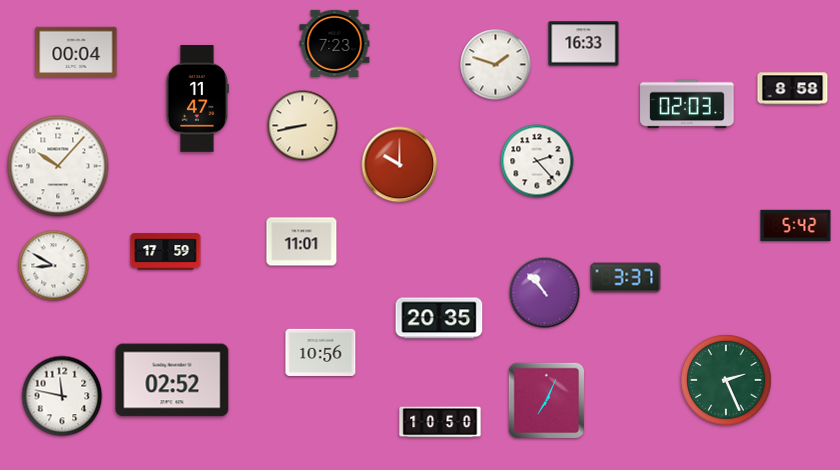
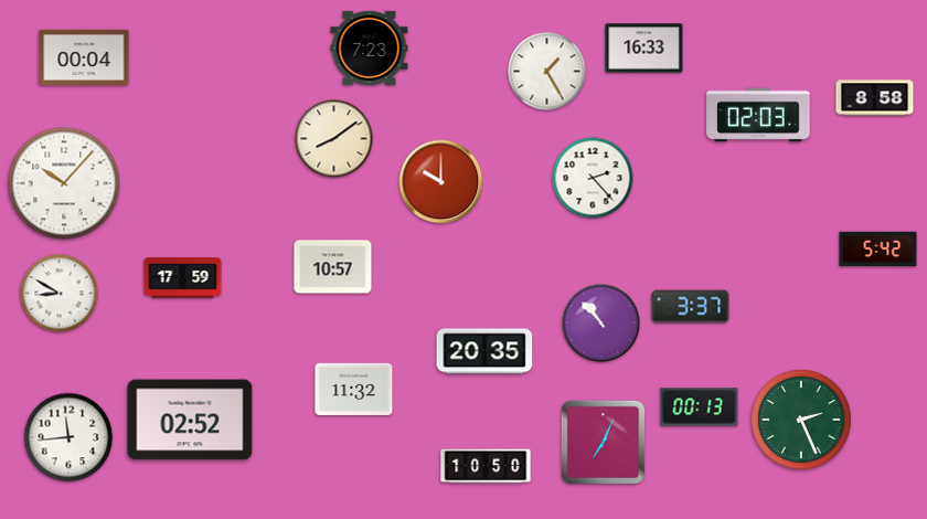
clock at (496, 65): 1:48 -> 1:25
clock at (197, 99): 11:47 -> none
clock at (303, 126): 8:43 -> 8:09
clock at (302, 242): 11:01 -> 10:57
clock at (321, 352): 10:56 -> 11:32
clock at (700, 407): none -> 00:13
clock at (62, 396): 11:47 -> 11:44
